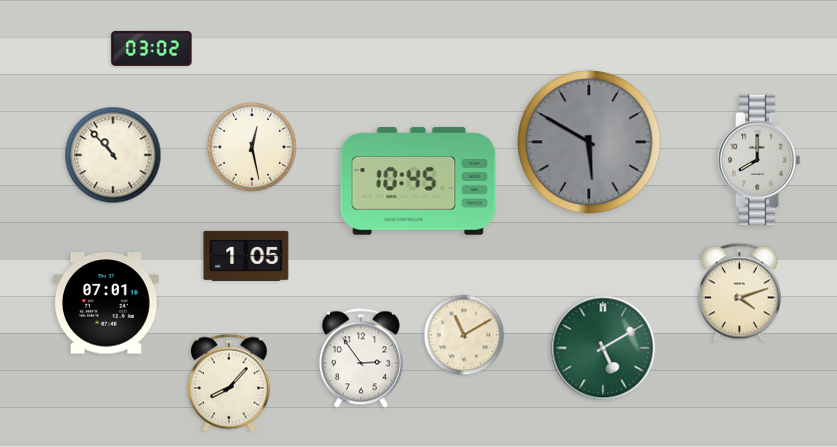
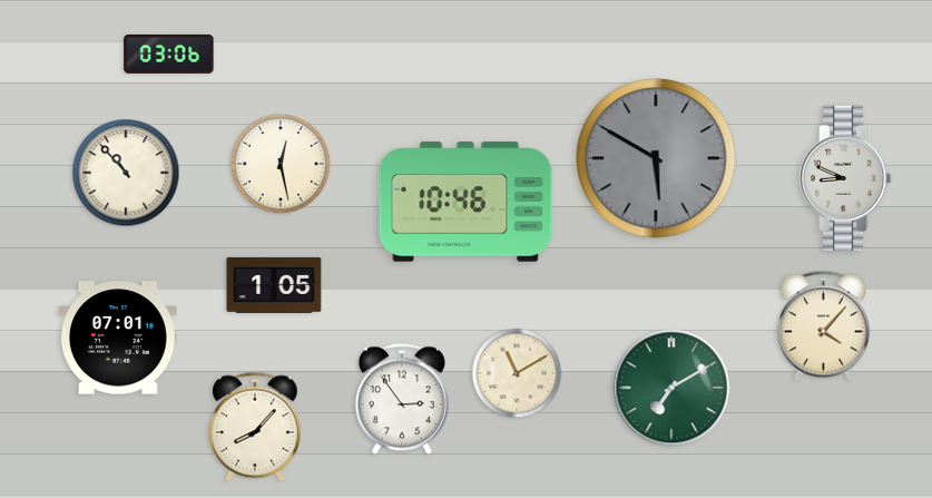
clock at (152, 48): 03:02 -> 03:06
clock at (760, 160): 8:00 -> 8:49
clock at (418, 181): 10:45 -> 10:46
clock at (739, 293): 4:12 -> 4:07
clock at (603, 348): 5:10 -> 7:10
